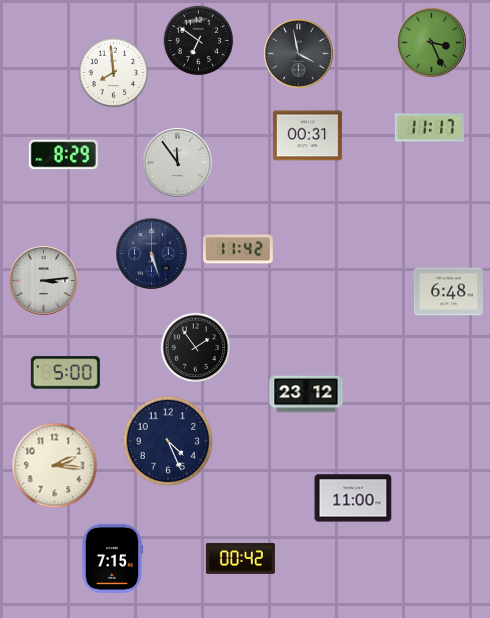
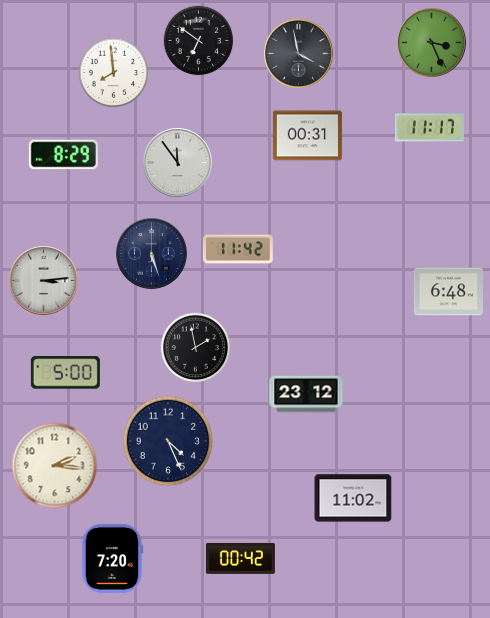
clock at (196, 348): 1:54 -> 1:58
clock at (353, 498): 11:00 -> 11:02
clock at (112, 558): 7:15 -> 7:20
